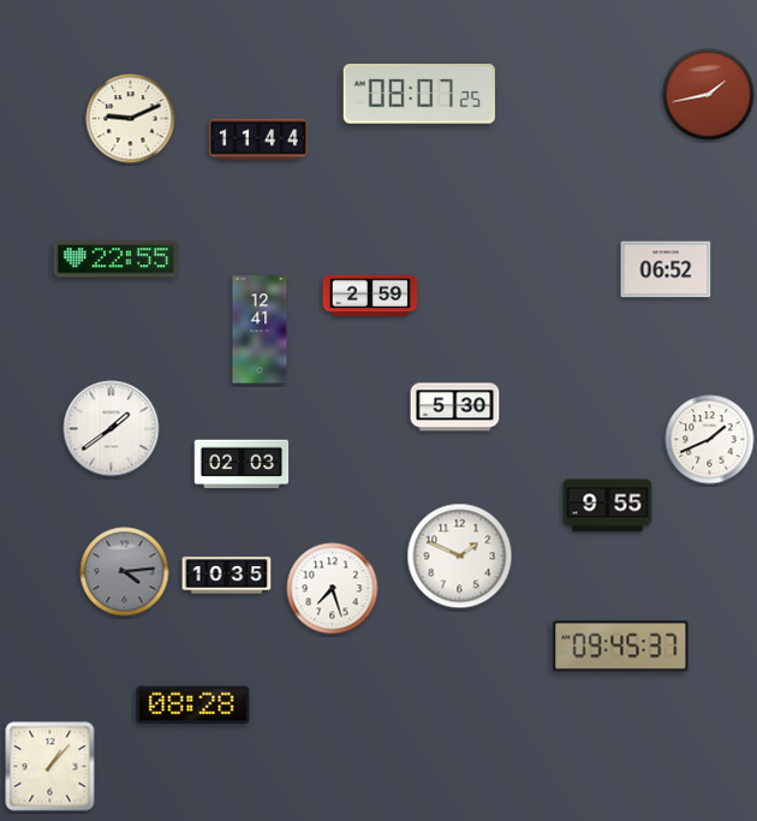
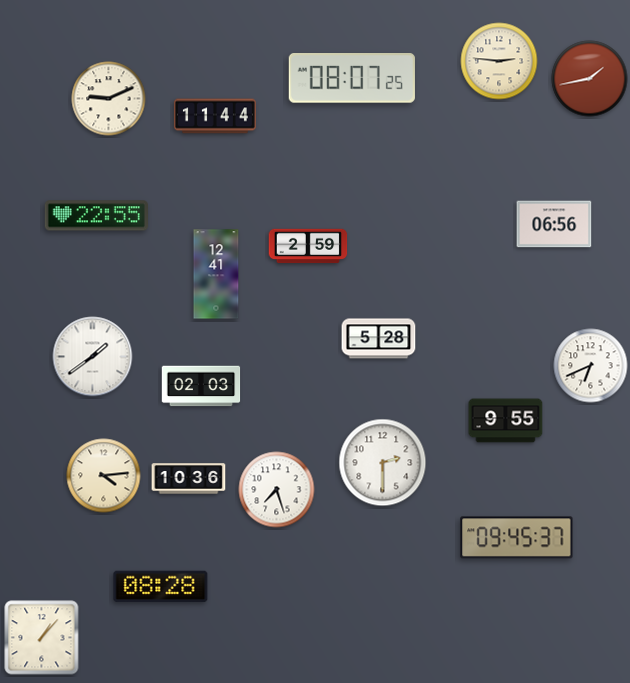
clock at (499, 61): none -> 2:46
clock at (419, 95) position: (419, 95) -> (352, 79)
clock at (666, 269): 06:52 -> 06:56
clock at (455, 407): 5:30 -> 5:28
clock at (710, 440): 1:41 -> 6:41
clock at (460, 557): 1:49 -> 2:30
clock at (125, 572) dial: grey -> cream
clock at (227, 576): 10:35 -> 10:36
